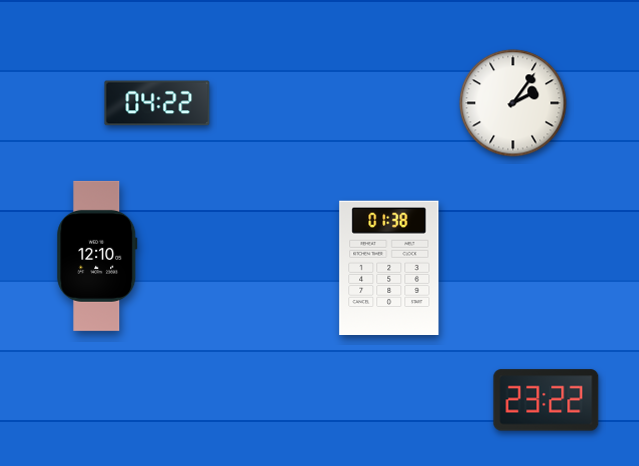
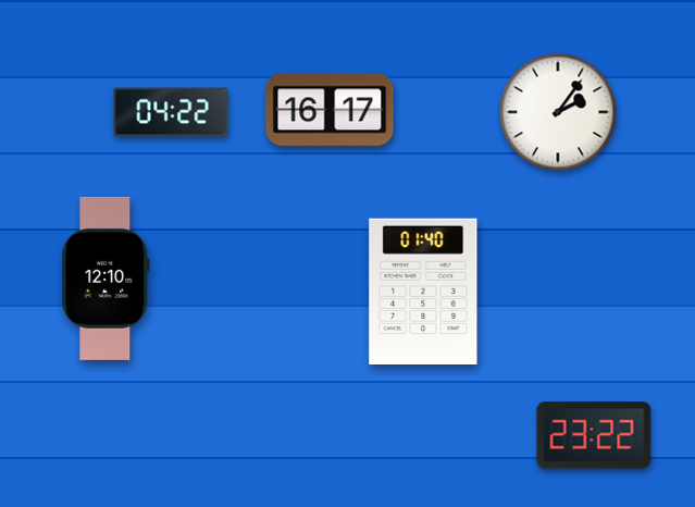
clock at (330, 110): none -> 16:17
clock at (389, 268): 01:38 -> 01:40
